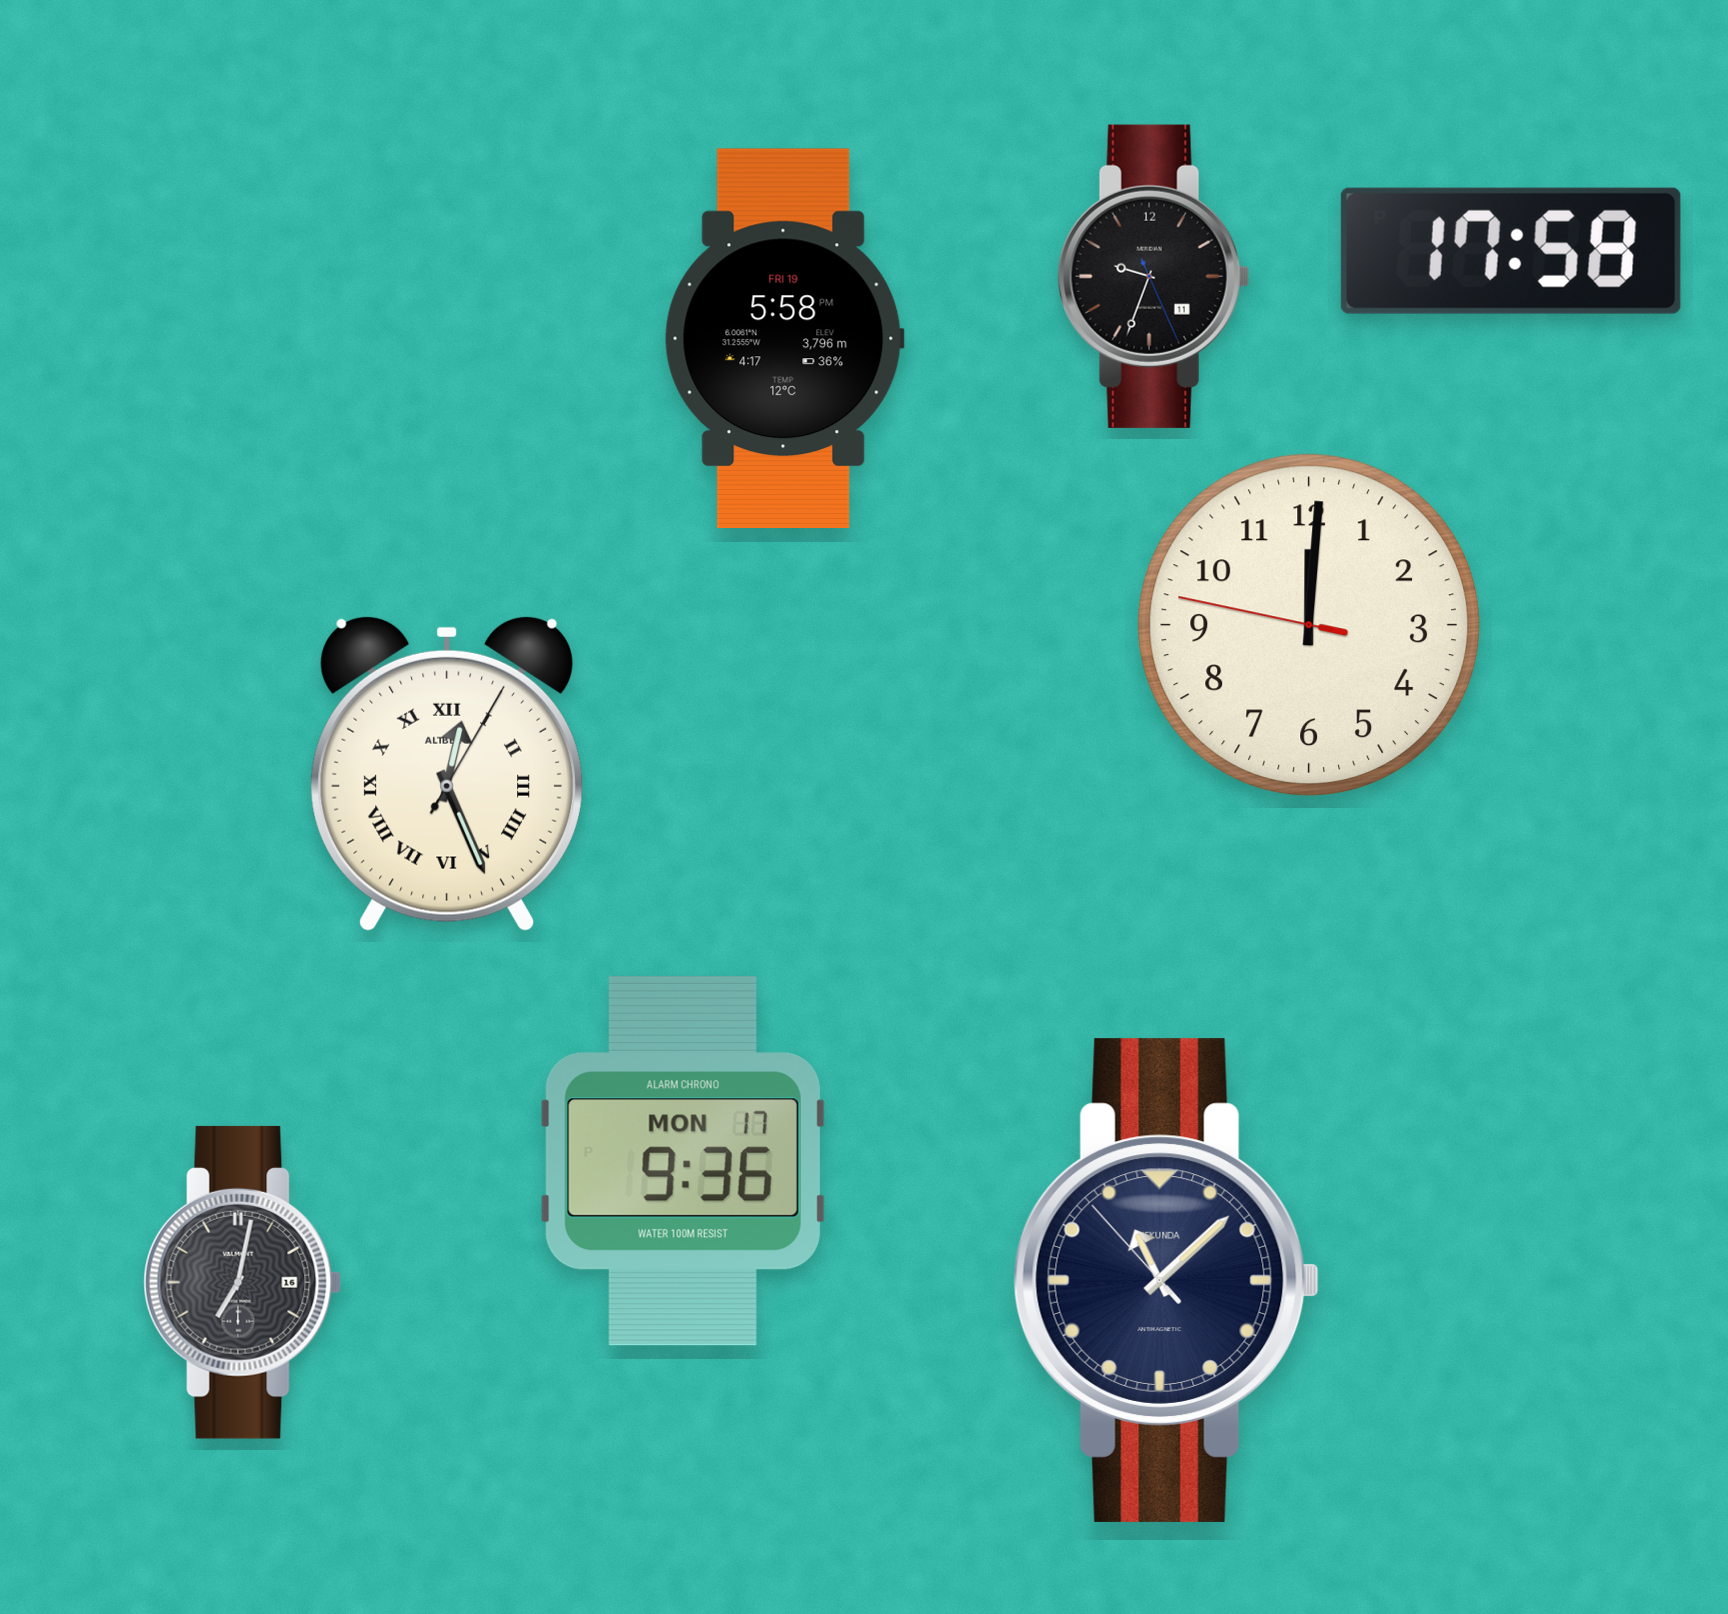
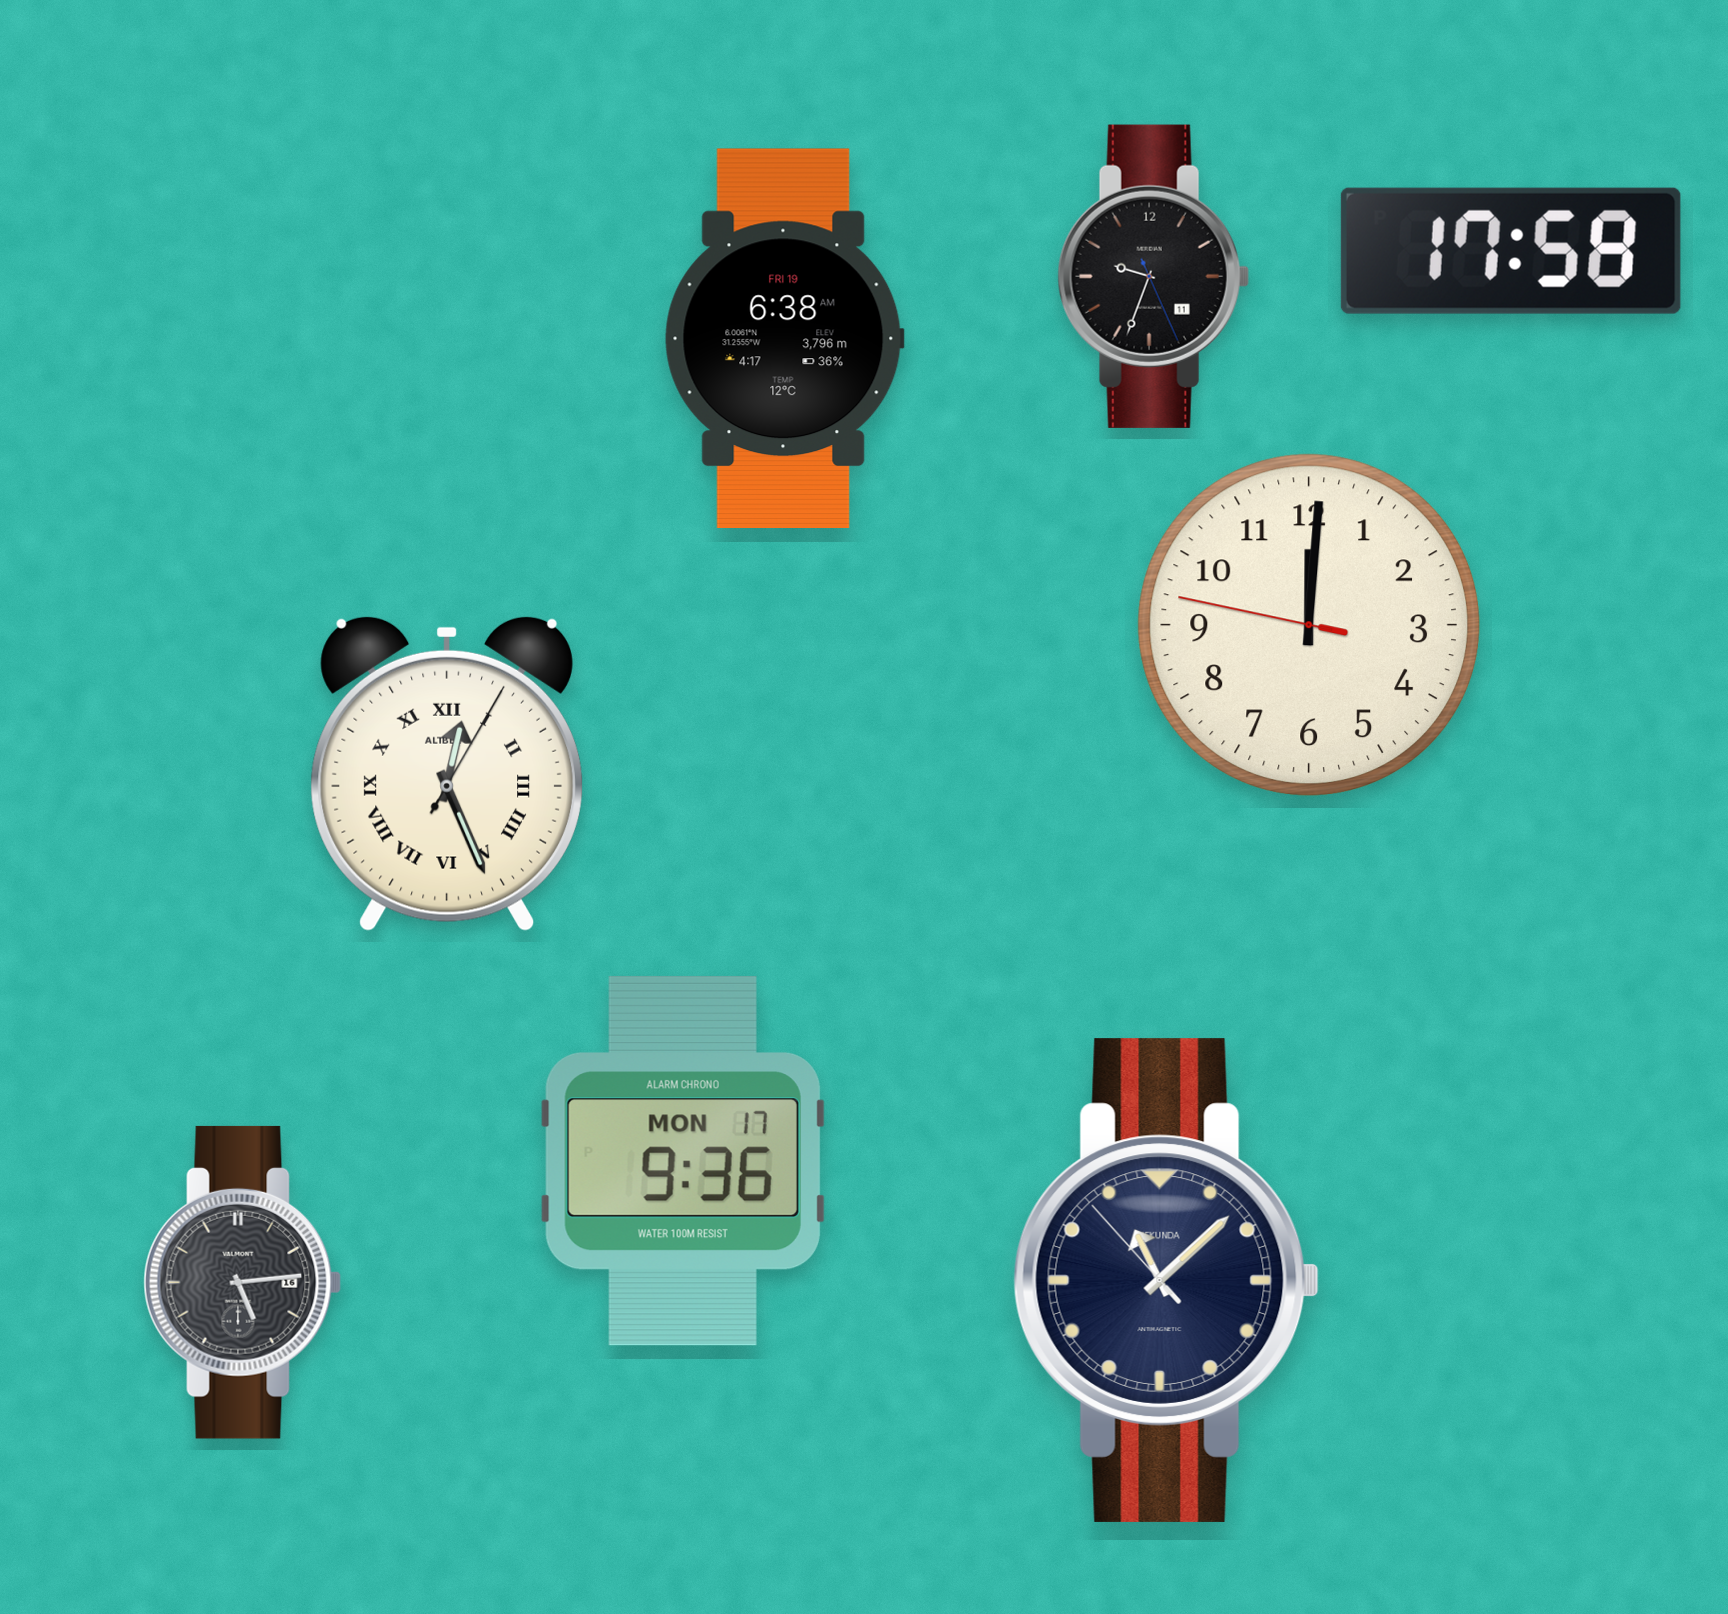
clock at (784, 338): 5:58 -> 6:38
clock at (243, 1282): 7:02 -> 5:14
